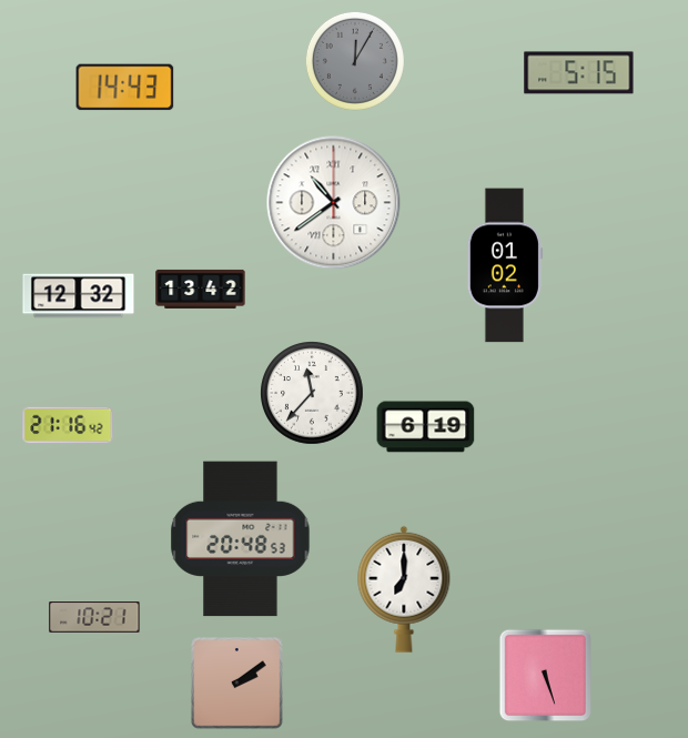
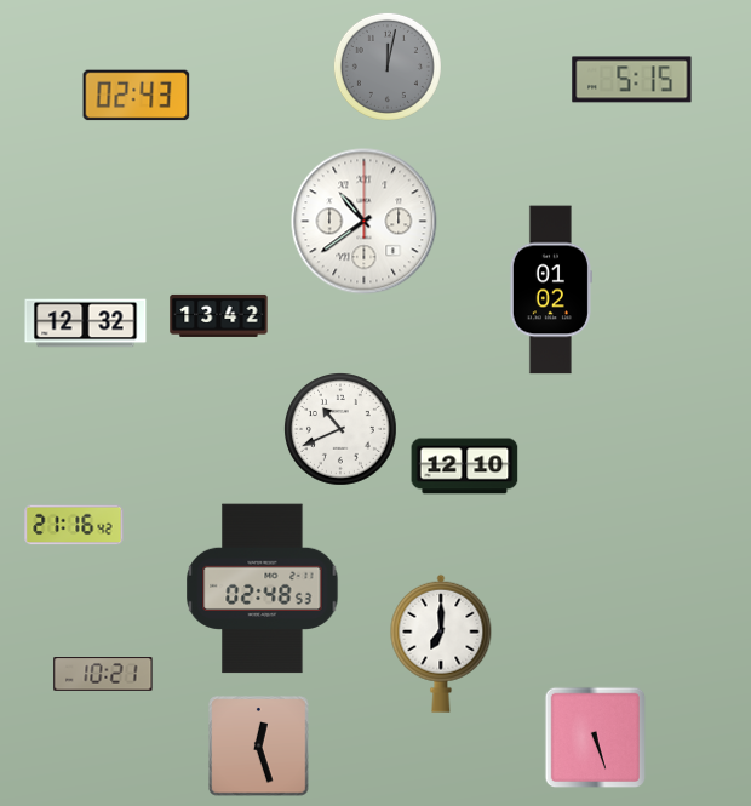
clock at (355, 61): 12:05 -> 12:02
clock at (125, 88): 14:43 -> 02:43
clock at (313, 394): 11:37 -> 10:41
clock at (68, 425) position: (68, 425) -> (74, 525)
clock at (426, 427): 6:19 -> 12:10
clock at (241, 539): 20:48 -> 02:48
clock at (237, 684): 2:09 -> 12:27
